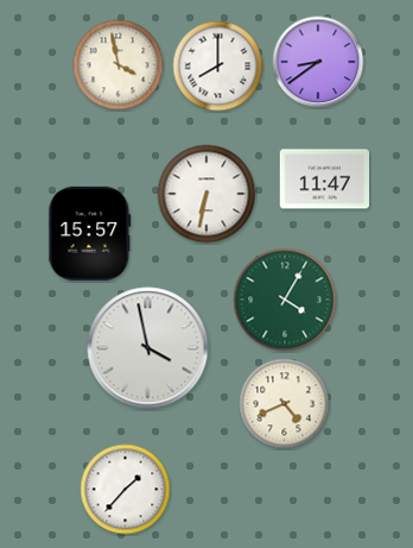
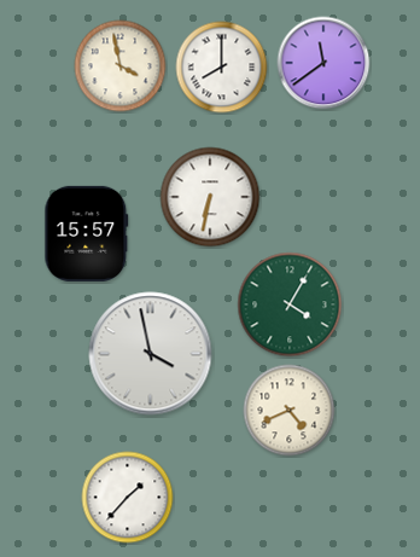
clock at (318, 62): 8:39 -> 11:39
clock at (325, 179): 11:47 -> none
clock at (90, 233) position: (90, 233) -> (87, 233)
